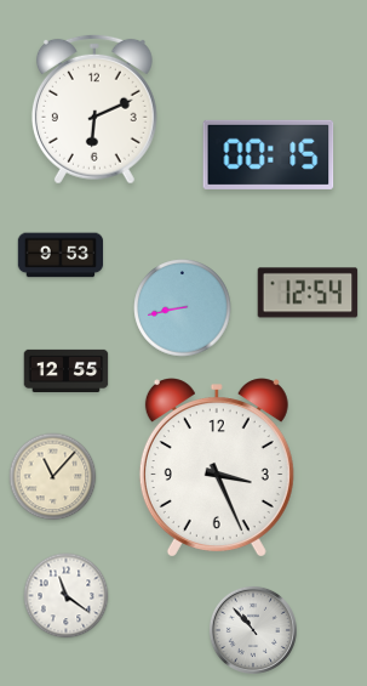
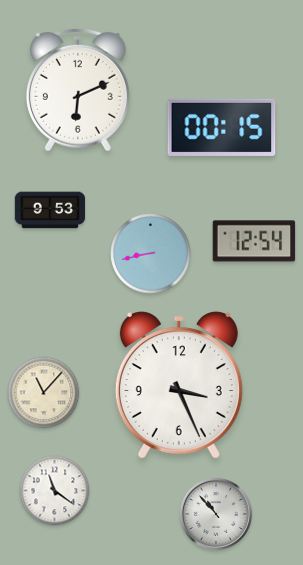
clock at (67, 370): 12:55 -> none
clock at (253, 630) position: (253, 630) -> (216, 514)
